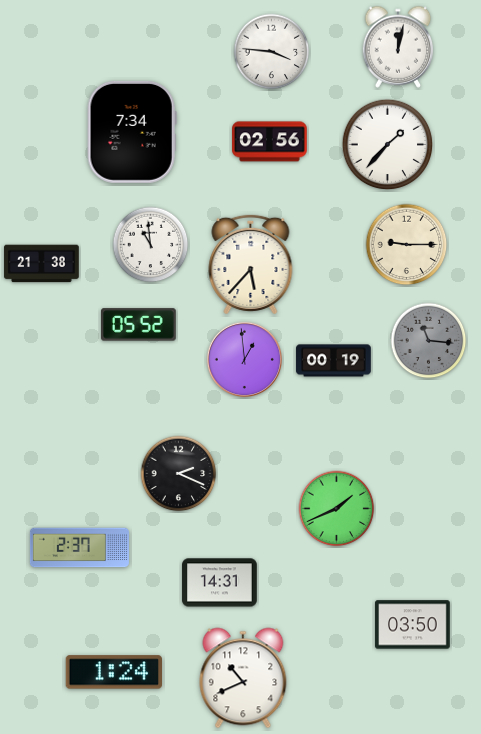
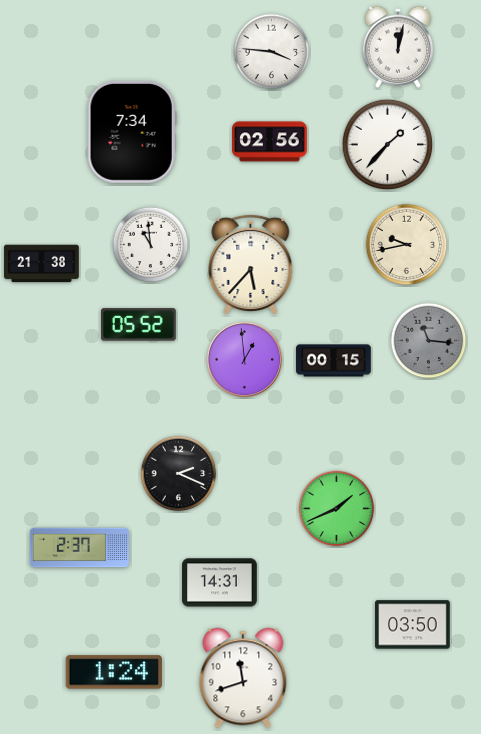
clock at (407, 245): 9:15 -> 9:43
clock at (334, 361): 00:19 -> 00:15
clock at (243, 678): 10:41 -> 11:42
